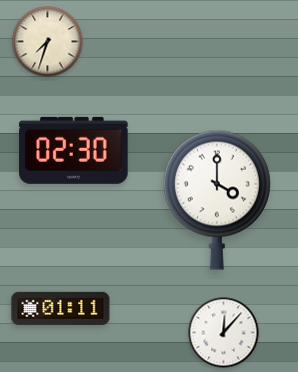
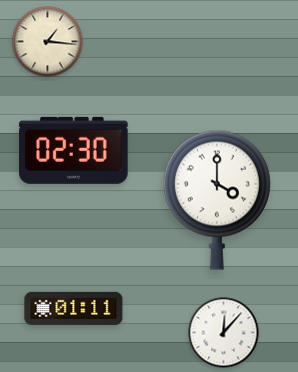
clock at (48, 42): 7:33 -> 1:16
clock at (61, 308) position: (61, 308) -> (74, 308)
